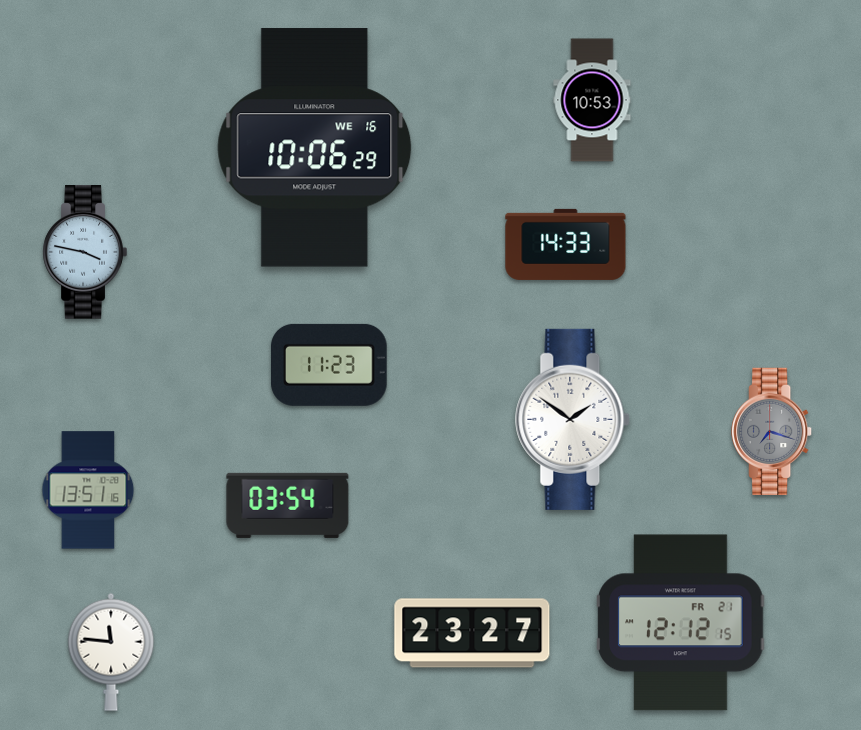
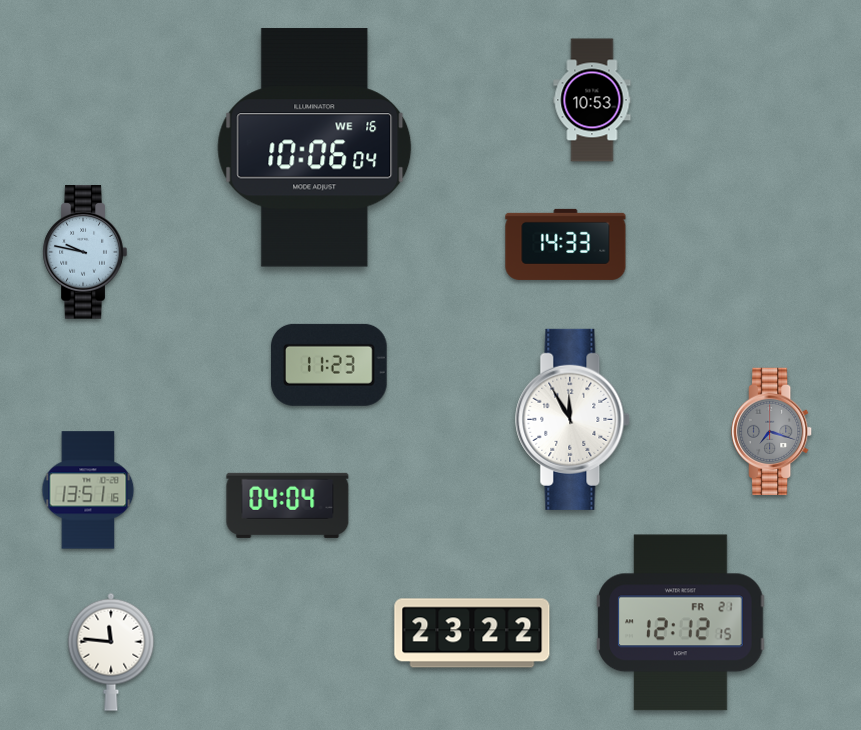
clock at (315, 148): 10:06:29 -> 10:06:04
clock at (85, 252): 3:47 -> 9:47
clock at (573, 419): 1:51 -> 11:55
clock at (288, 505): 03:54 -> 04:04
clock at (472, 633): 23:27 -> 23:22
